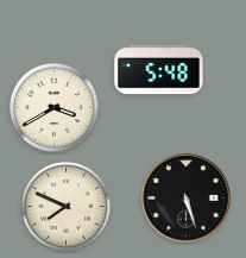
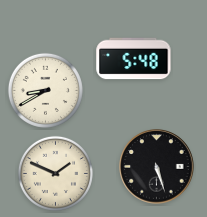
clock at (53, 107): 3:40 -> 8:40
clock at (65, 206): 7:49 -> 1:49
